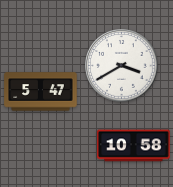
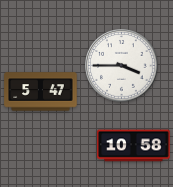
clock at (122, 66): 3:40 -> 3:45
